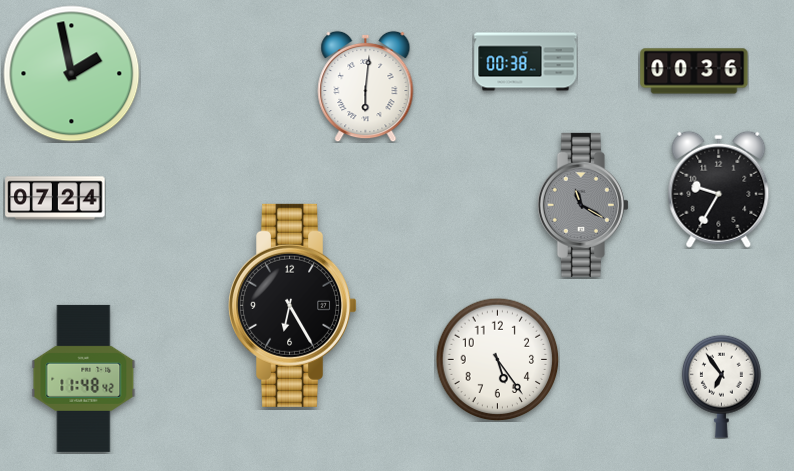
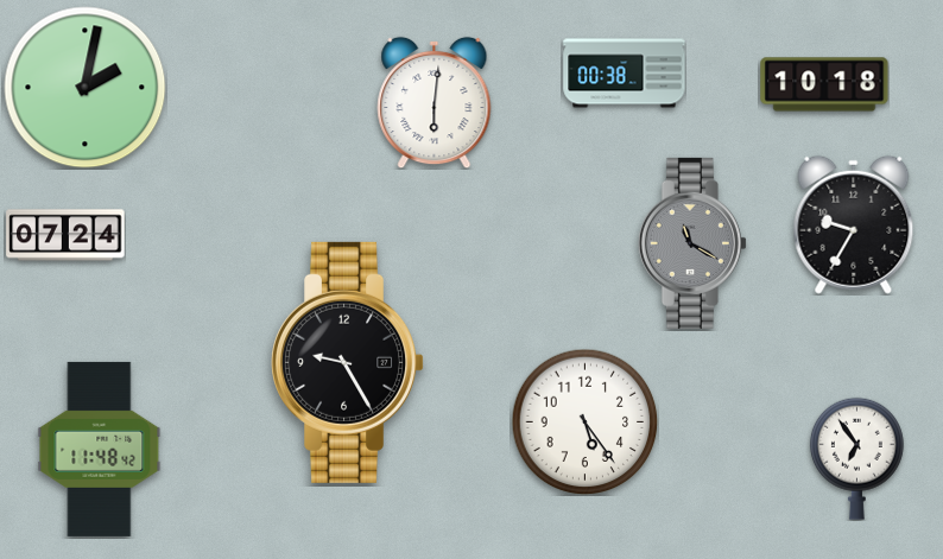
clock at (694, 71): 00:36 -> 10:18
clock at (72, 74): 1:58 -> 2:02
clock at (293, 305): 6:25 -> 9:25
clock at (497, 359) position: (497, 359) -> (584, 421)
